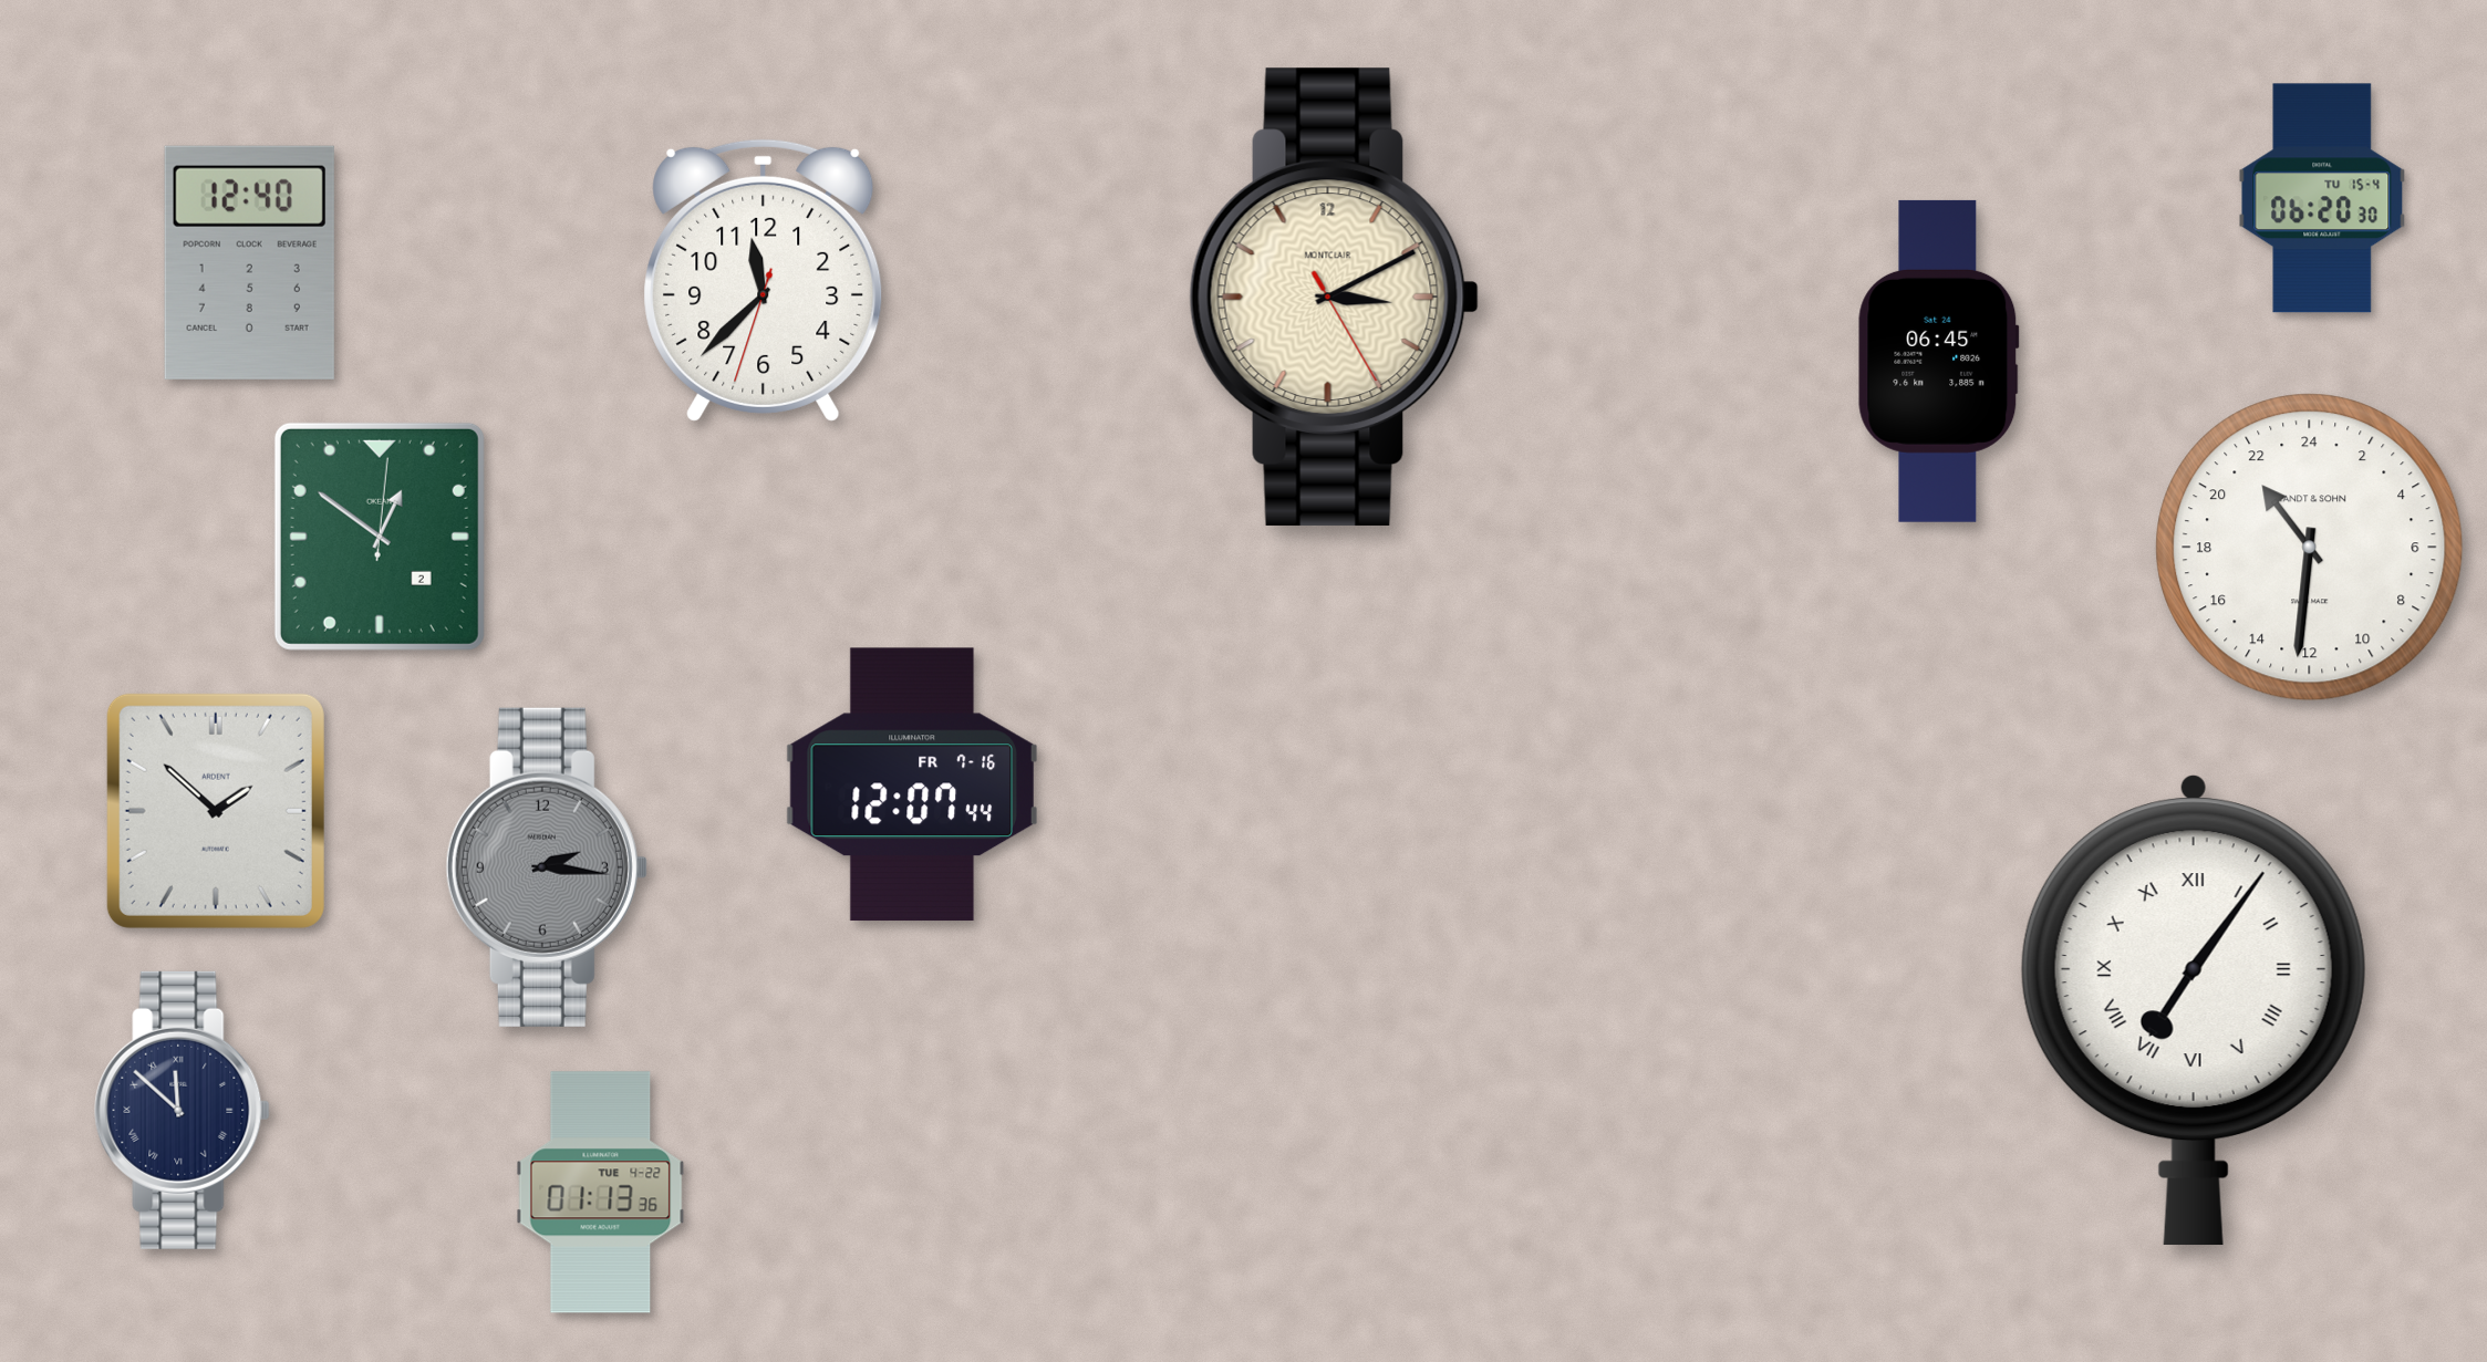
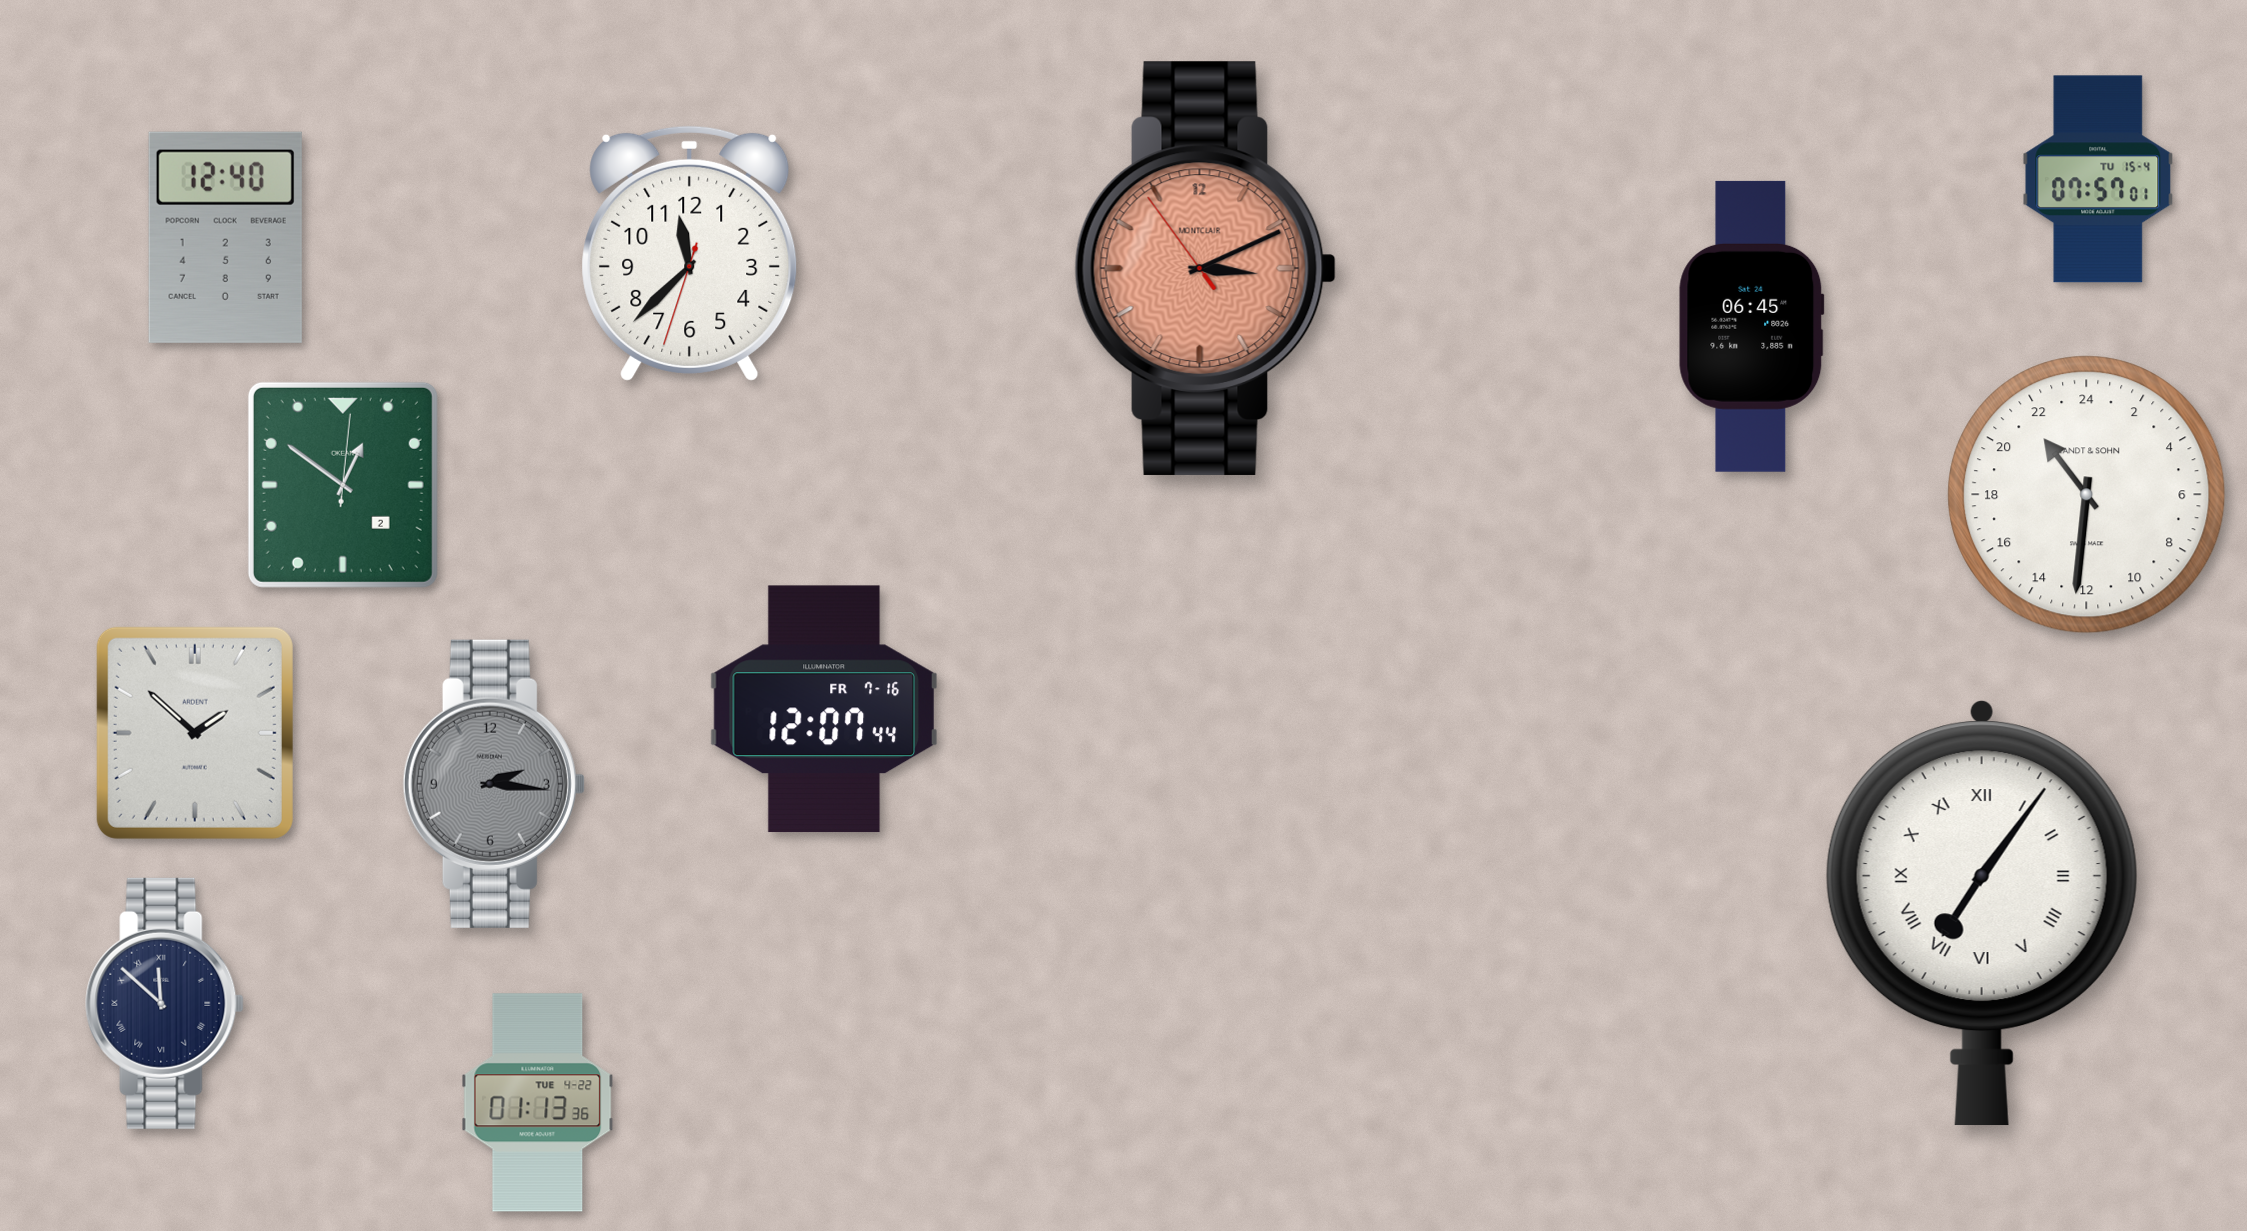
clock at (2322, 198): 06:20 -> 07:57
clock at (1334, 297): 3:10:25 -> 3:10:54
clock at (1334, 297) dial: cream -> salmon
clock at (601, 1193) position: (601, 1193) -> (538, 1103)
